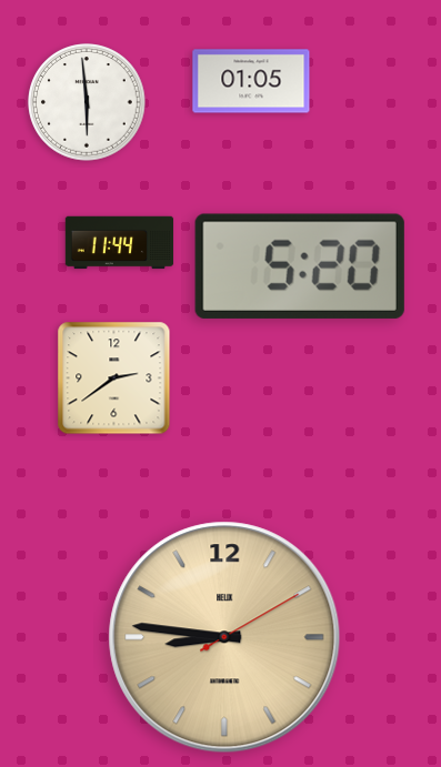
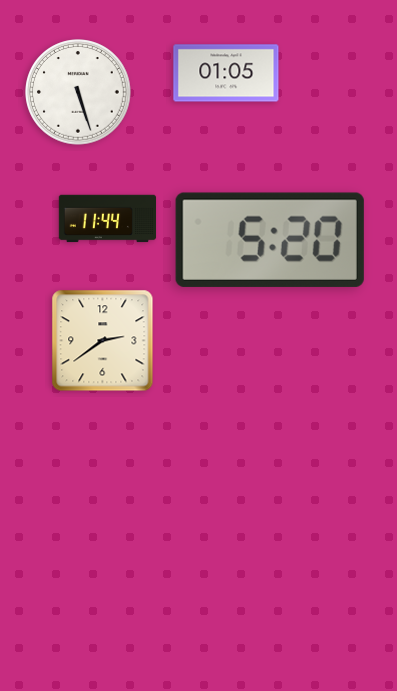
clock at (87, 102): 5:59 -> 5:27
clock at (224, 637): 8:46 -> none
